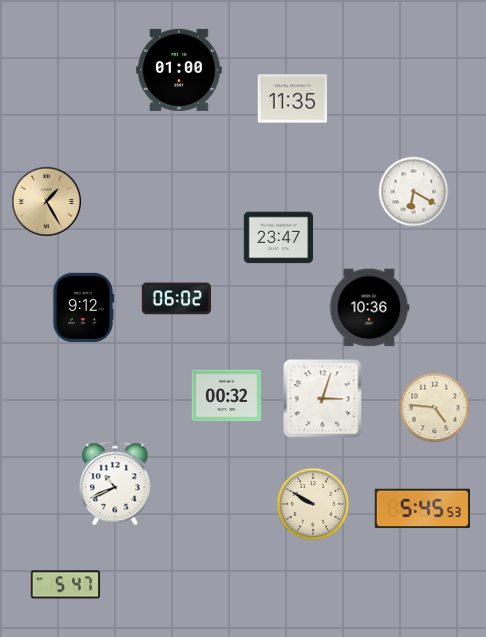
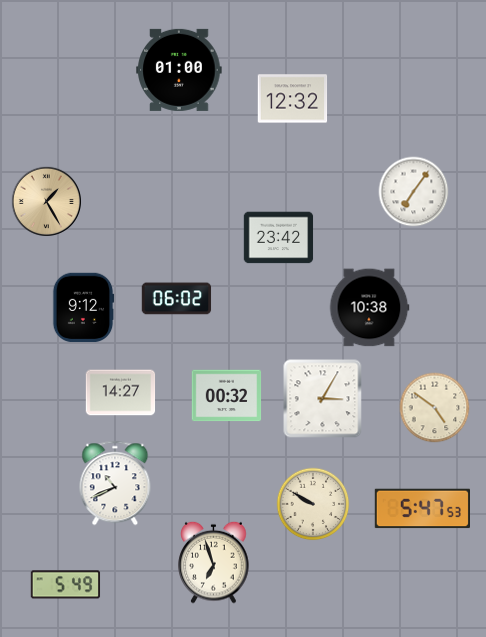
clock at (293, 99): 11:35 -> 12:32
clock at (414, 192): 6:20 -> 7:06
clock at (279, 238): 23:47 -> 23:42
clock at (369, 308): 10:36 -> 10:38
clock at (121, 393): none -> 14:27
clock at (323, 399): 3:03 -> 3:05
clock at (435, 408): 4:46 -> 4:51
clock at (422, 509): 5:45 -> 5:47
clock at (214, 562): none -> 6:57
clock at (66, 585): 5:47 -> 5:49
